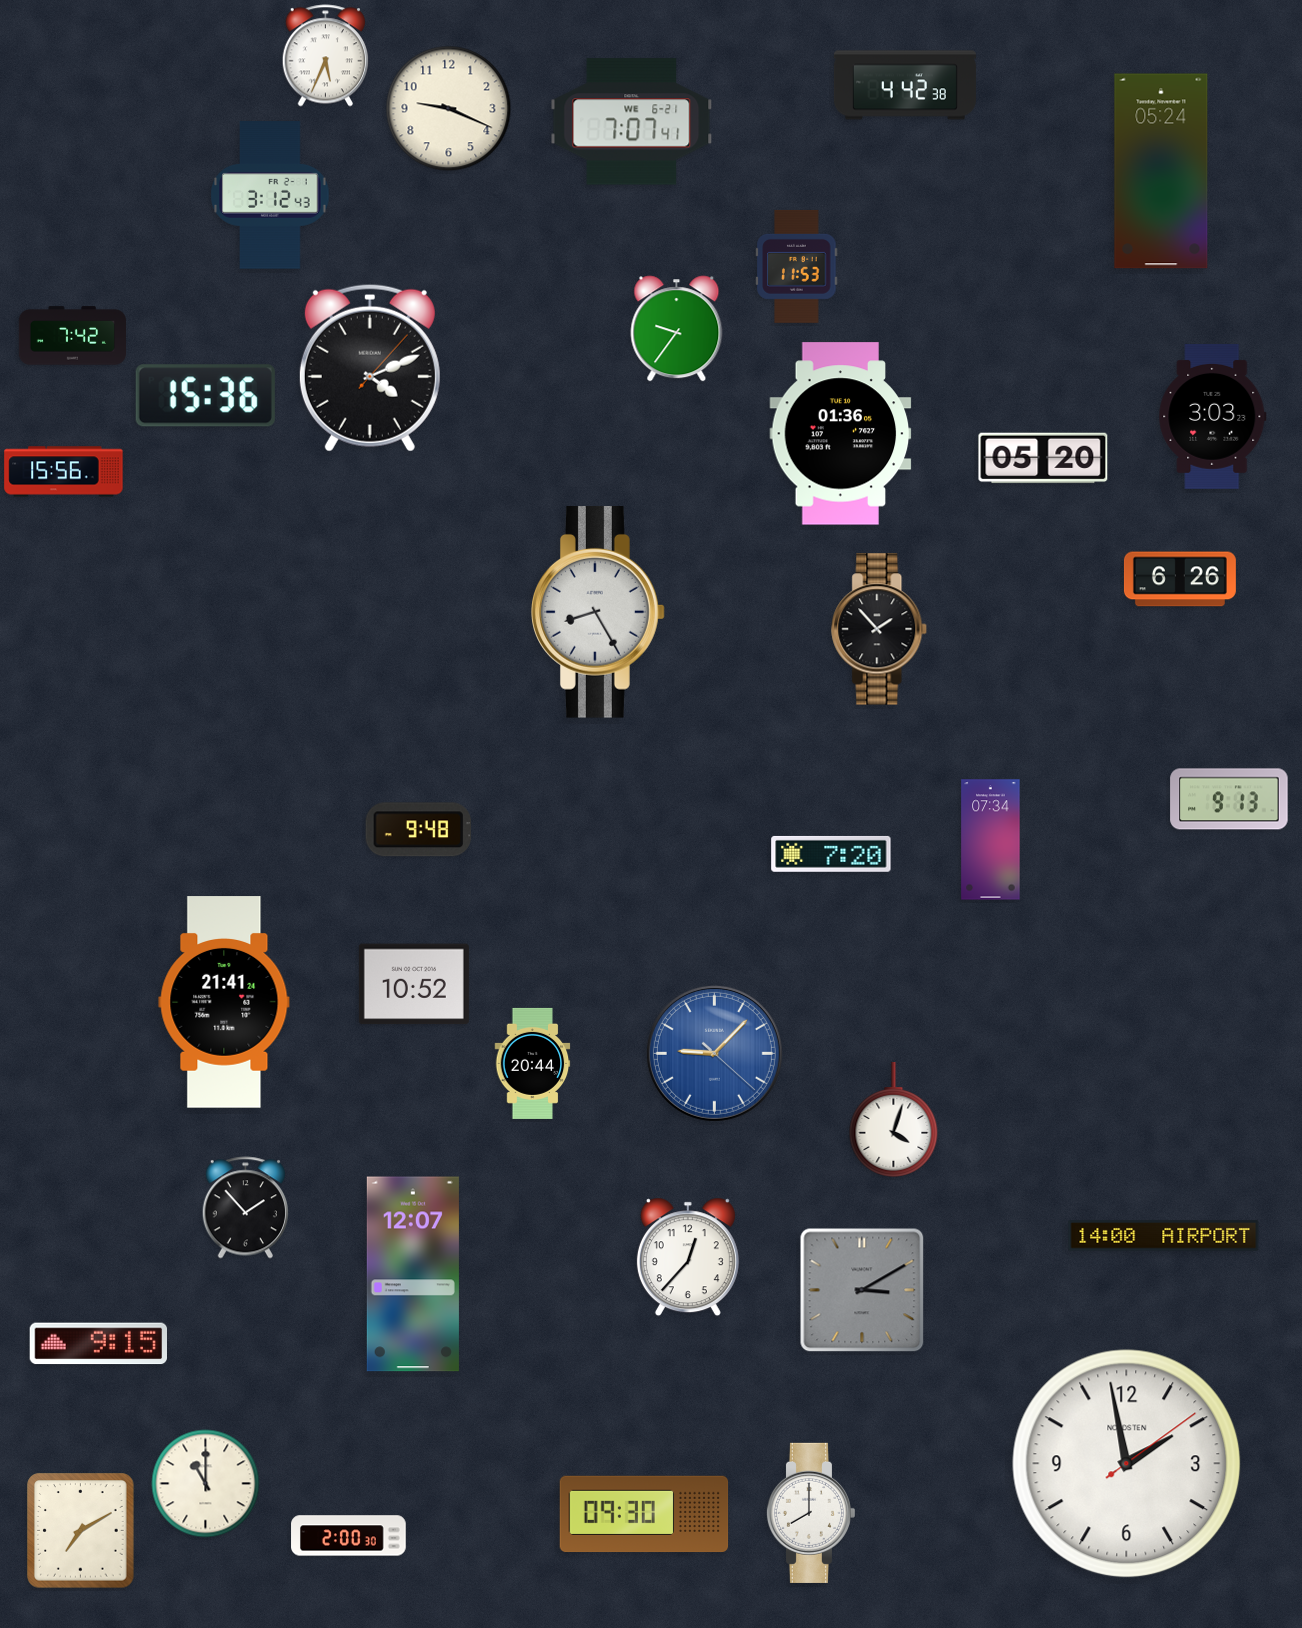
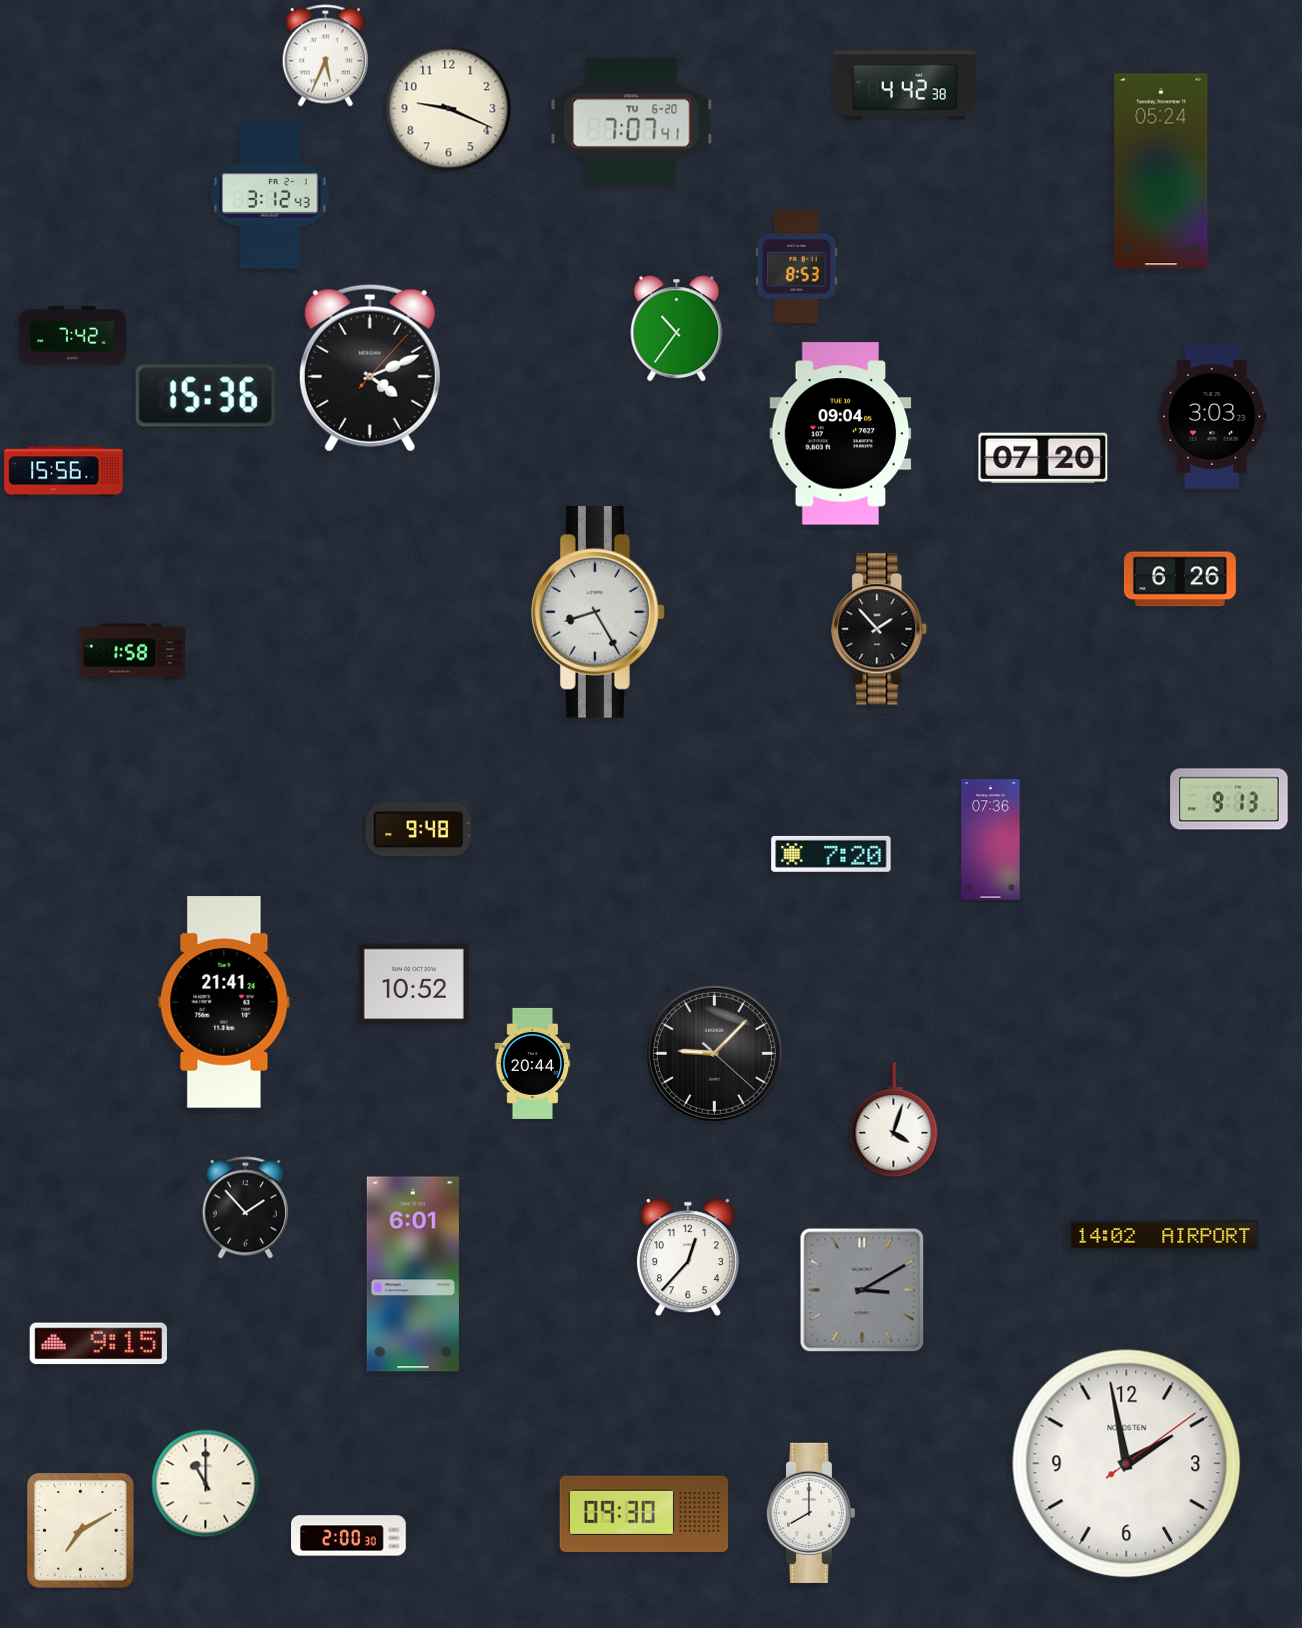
clock at (632, 122) date: WE 6-21 -> TU 6-20
clock at (797, 266): 11:53 -> 8:53
clock at (677, 329): 9:36 -> 10:36
clock at (841, 434): 01:36 -> 09:04
clock at (1043, 458): 05:20 -> 07:20
clock at (133, 652): none -> 1:58
clock at (991, 840): 07:34 -> 07:36
clock at (714, 1053) dial: blue -> black
clock at (1164, 1236): 14:00 -> 14:02
clock at (413, 1274): 12:07 -> 6:01
